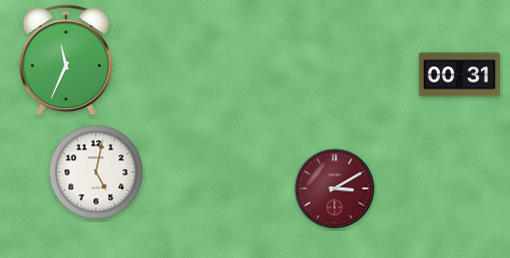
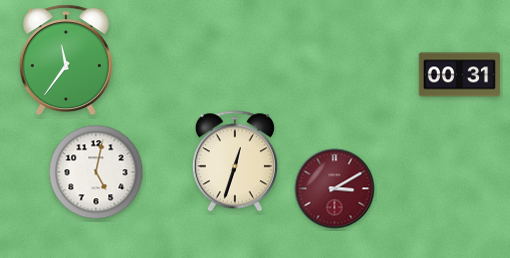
clock at (66, 60): 11:34 -> 11:36
clock at (235, 161): none -> 12:33
